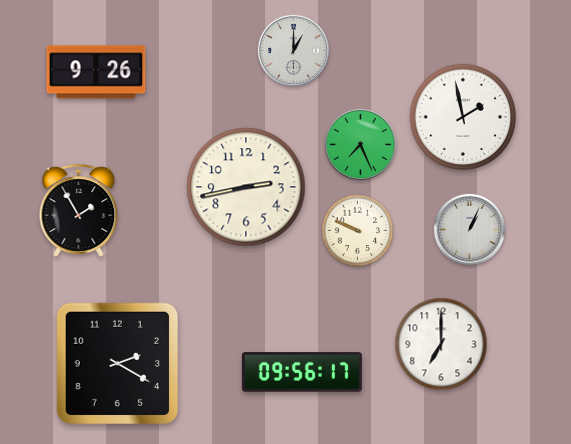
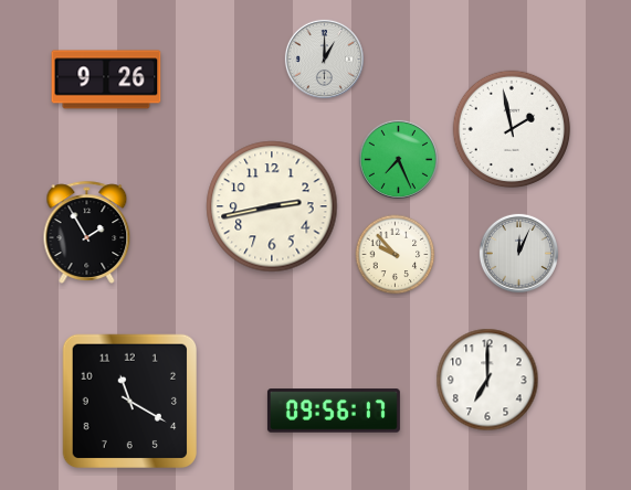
clock at (293, 50) position: (293, 50) -> (324, 58)
clock at (469, 229): 1:04 -> 12:04
clock at (358, 231): 9:49 -> 9:53
clock at (117, 363): 2:20 -> 11:20
